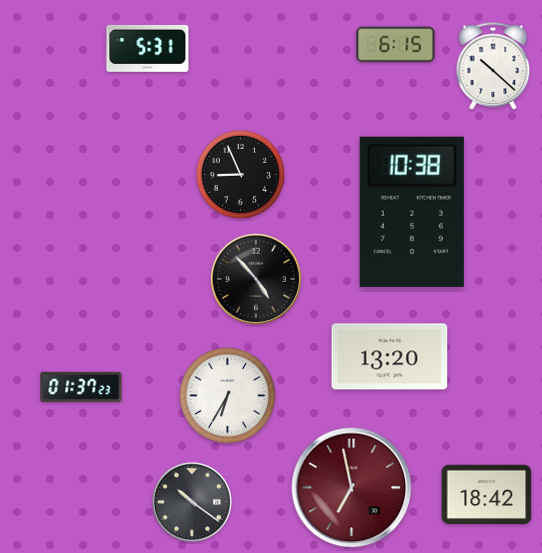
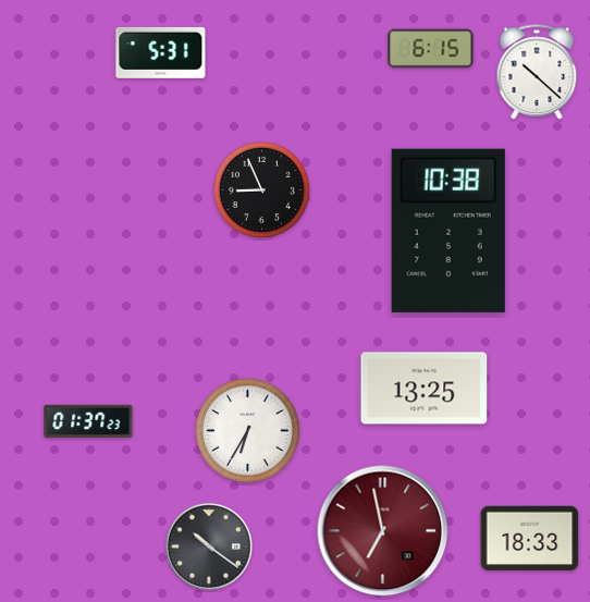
clock at (256, 279): 4:53 -> none
clock at (390, 357): 13:20 -> 13:25
clock at (487, 495): 18:42 -> 18:33
